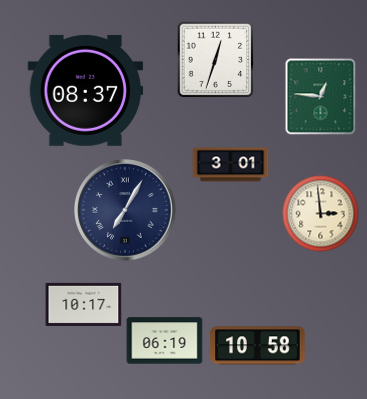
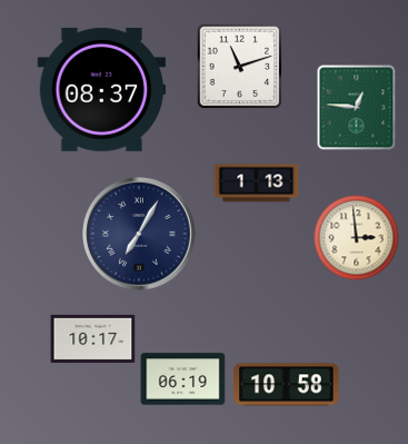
clock at (215, 59): 12:33 -> 11:12
clock at (86, 90) position: (86, 90) -> (102, 89)
clock at (231, 165): 3:01 -> 1:13
